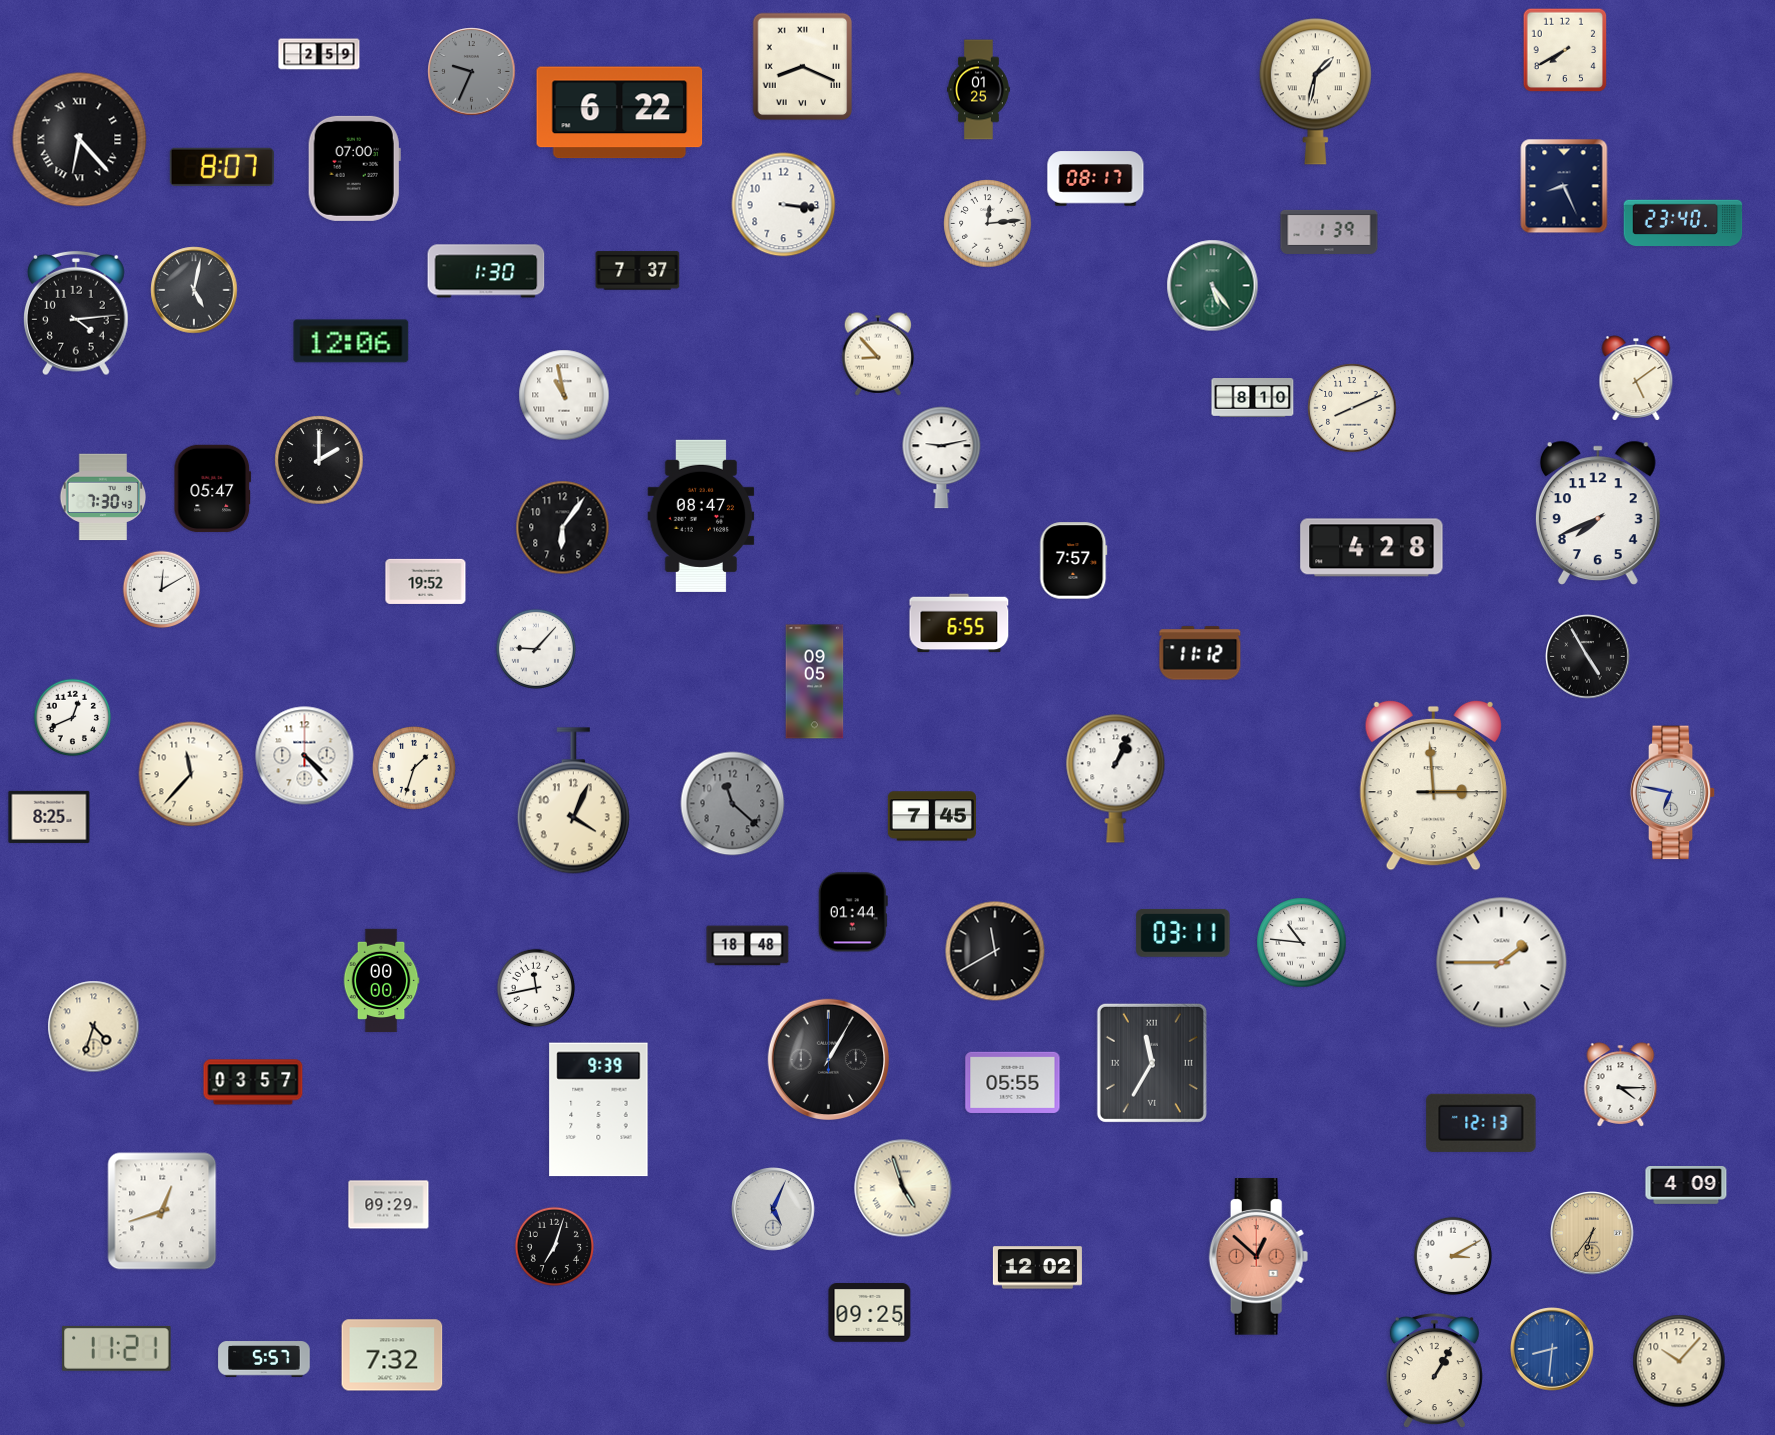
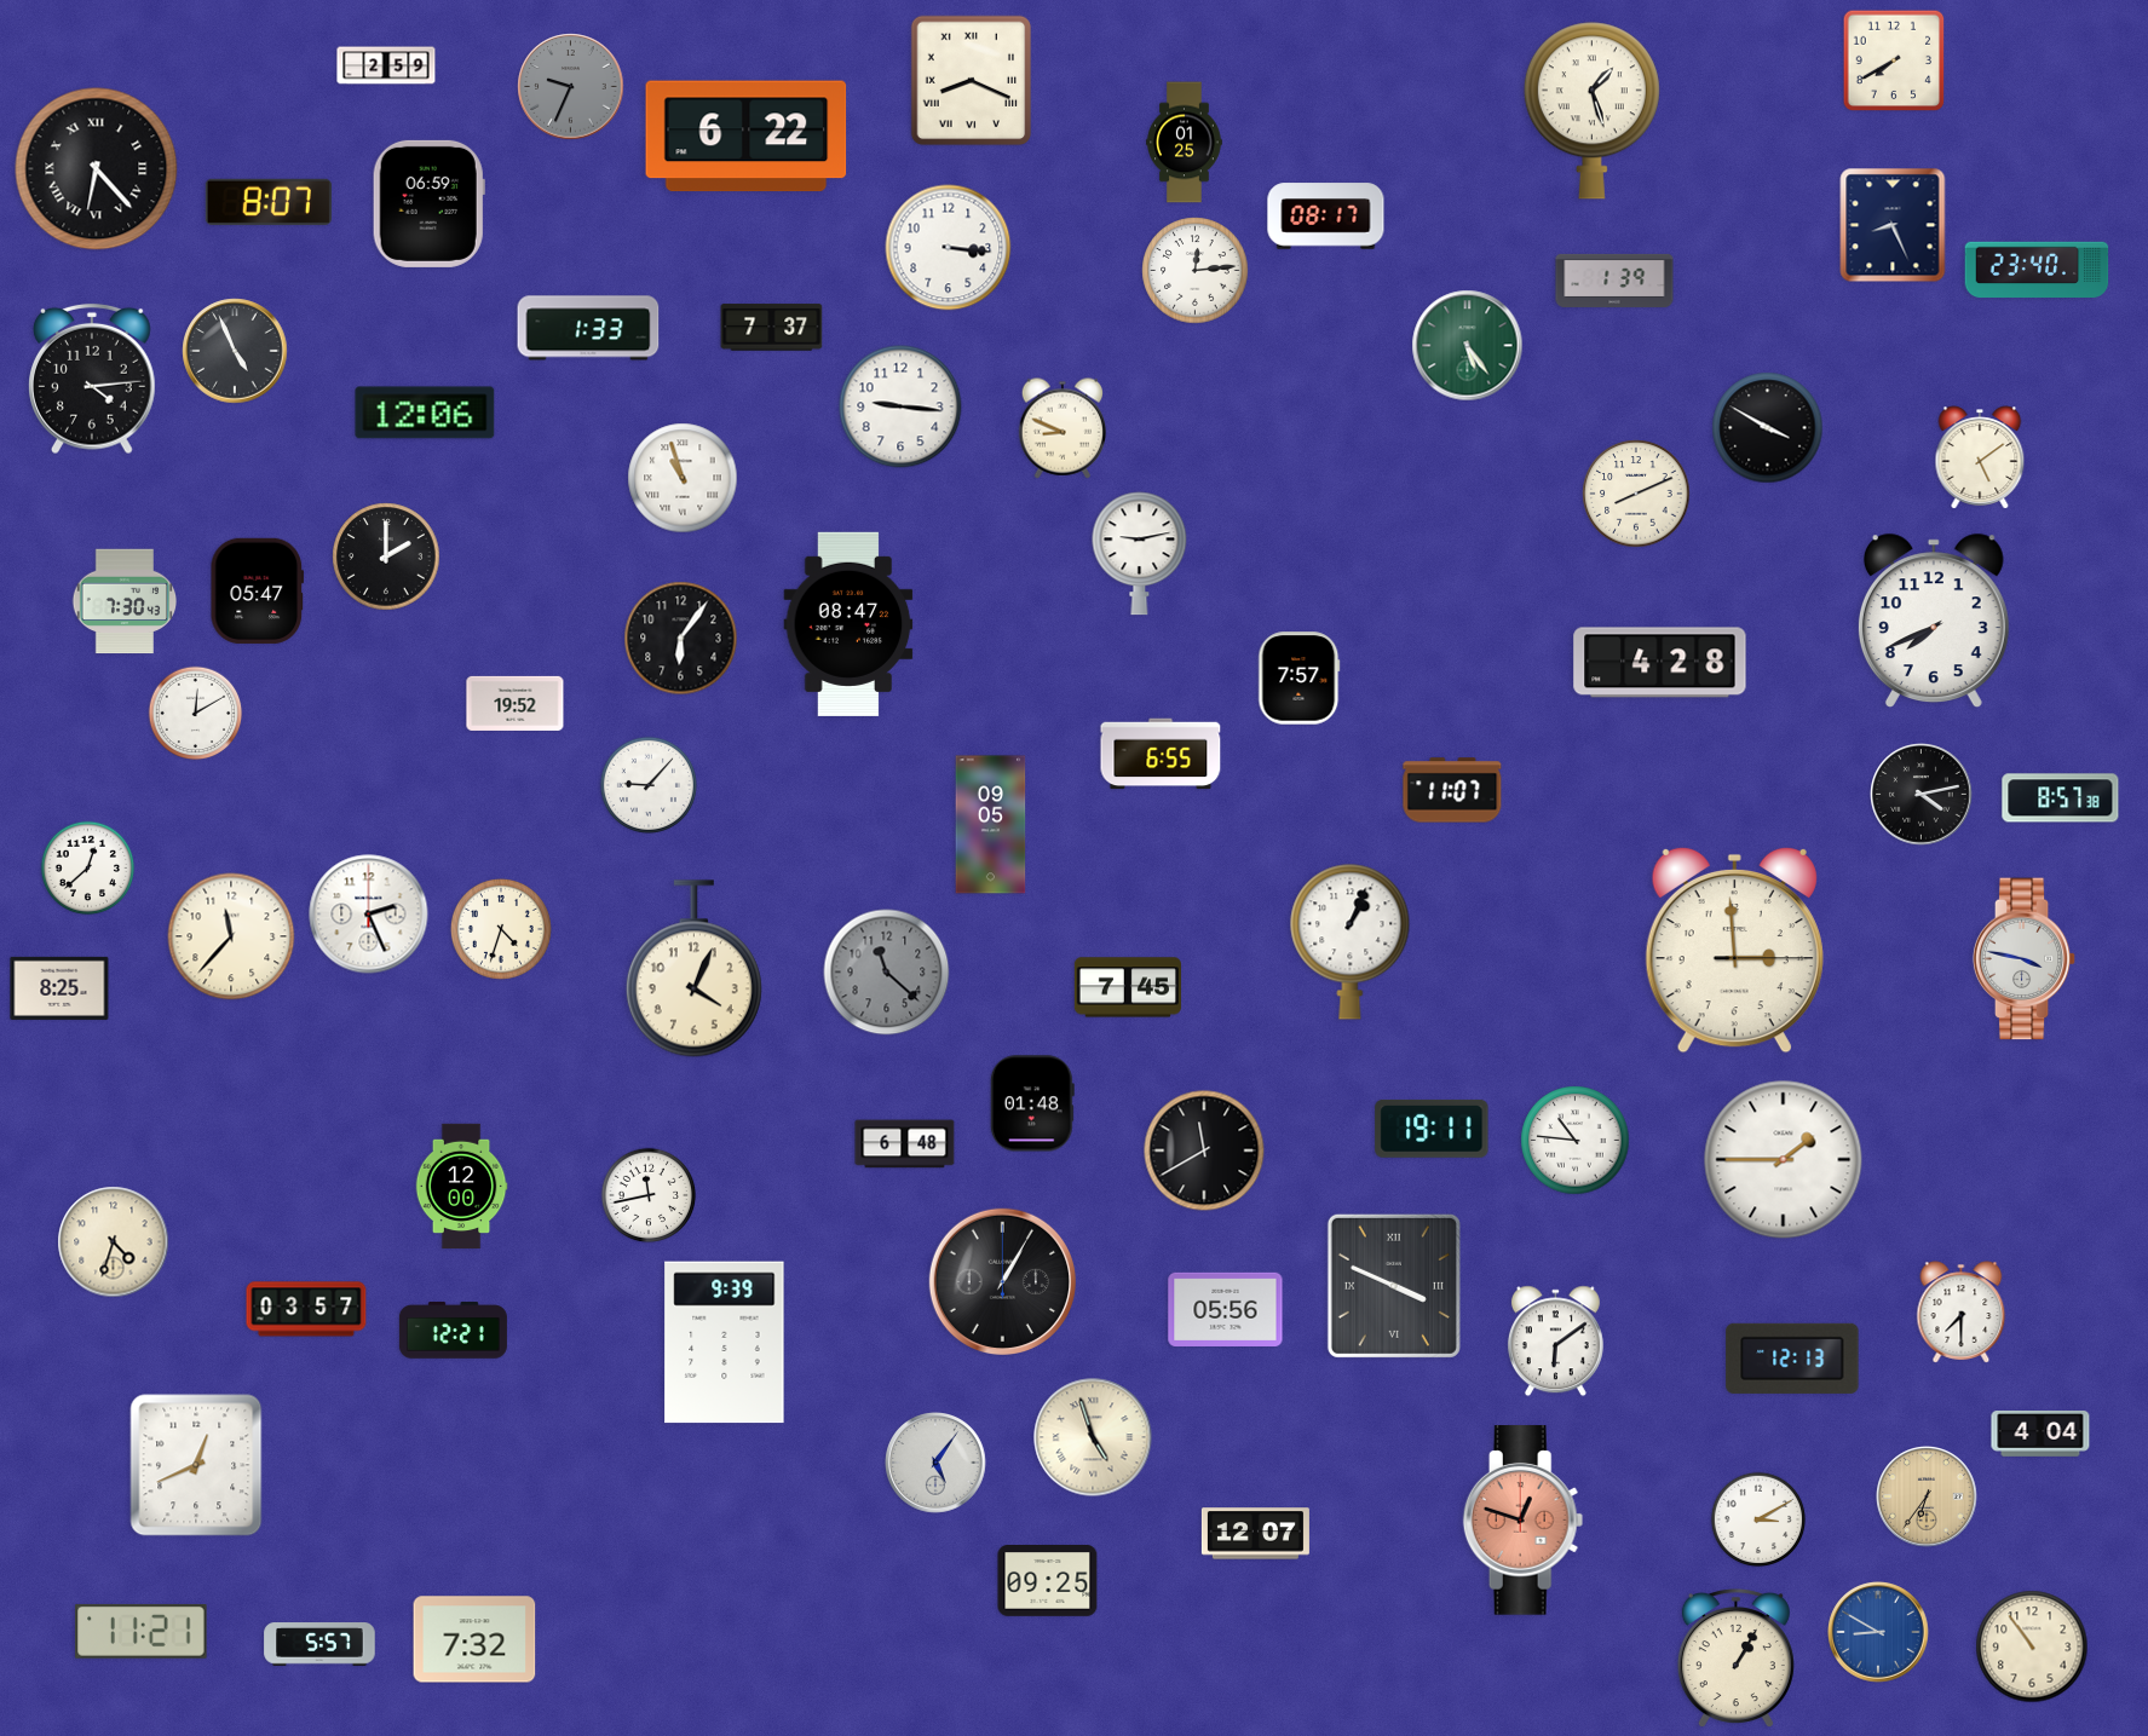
clock at (979, 90) position: (979, 90) -> (1185, 143)
clock at (1315, 92): 1:32 -> 1:27
clock at (620, 113) position: (620, 113) -> (747, 137)
clock at (354, 168): 07:00 -> 06:59
clock at (1329, 232) position: (1329, 232) -> (1614, 281)
clock at (486, 271): 1:30 -> 1:33
clock at (194, 290): 5:02 -> 4:56
clock at (900, 406): none -> 9:16
clock at (878, 354): 8:53 -> 8:49
clock at (1768, 428): none -> 3:50
clock at (564, 395): 10:58 -> 10:57
clock at (1253, 398): 8:10 -> none
clock at (1200, 653): 11:12 -> 11:07
clock at (1588, 657): 4:55 -> 4:13
clock at (2061, 798): none -> 8:57
clock at (815, 682) position: (815, 682) -> (991, 825)
clock at (73, 718): 12:41 -> 12:38
clock at (305, 756): 4:23 -> 2:26
clock at (414, 768): 1:33 -> 4:33
clock at (1673, 793): 6:47 -> 3:47
clock at (853, 912): 01:44 -> 01:48
clock at (1183, 933): 03:11 -> 19:11
clock at (748, 946): 18:48 -> 6:48
clock at (1502, 963) position: (1502, 963) -> (1784, 1160)
clock at (381, 981): 00:00 -> 12:00
clock at (1152, 1063): 11:35 -> 3:49
clock at (1013, 1082): 05:55 -> 05:56
clock at (1621, 1085): 4:15 -> 7:30
clock at (453, 1331): none -> 12:21
clock at (1555, 1342): none -> 6:09
clock at (1686, 1186): 4:09 -> 4:04
clock at (389, 1205): 09:29 -> none
clock at (773, 1209): 5:04 -> 5:06
clock at (162, 1211): 12:42 -> 12:41
clock at (1592, 1233) position: (1592, 1233) -> (1927, 1496)
clock at (554, 1246): 7:03 -> none
clock at (1259, 1257): 12:52 -> 12:48
clock at (1037, 1268): 12:02 -> 12:07
clock at (870, 1313) position: (870, 1313) -> (1048, 1581)
clock at (1552, 1349): 8:31 -> 8:50
clock at (1679, 1361): 10:07 -> 10:54
